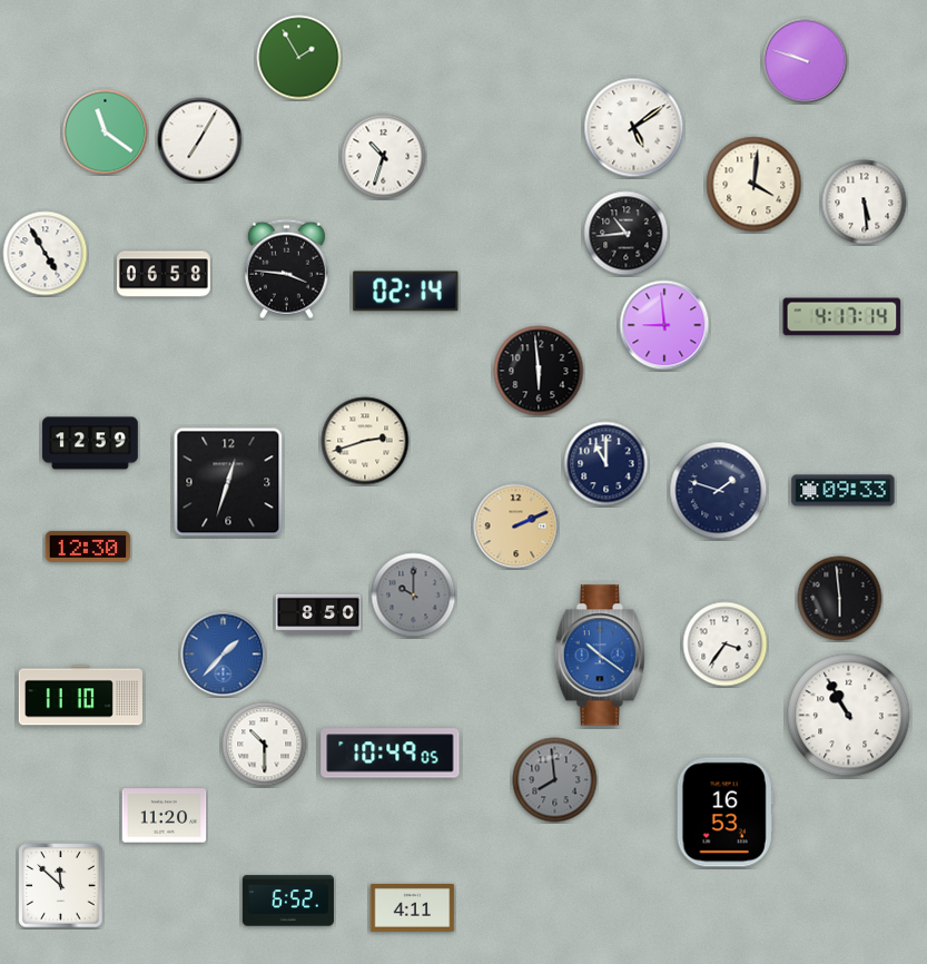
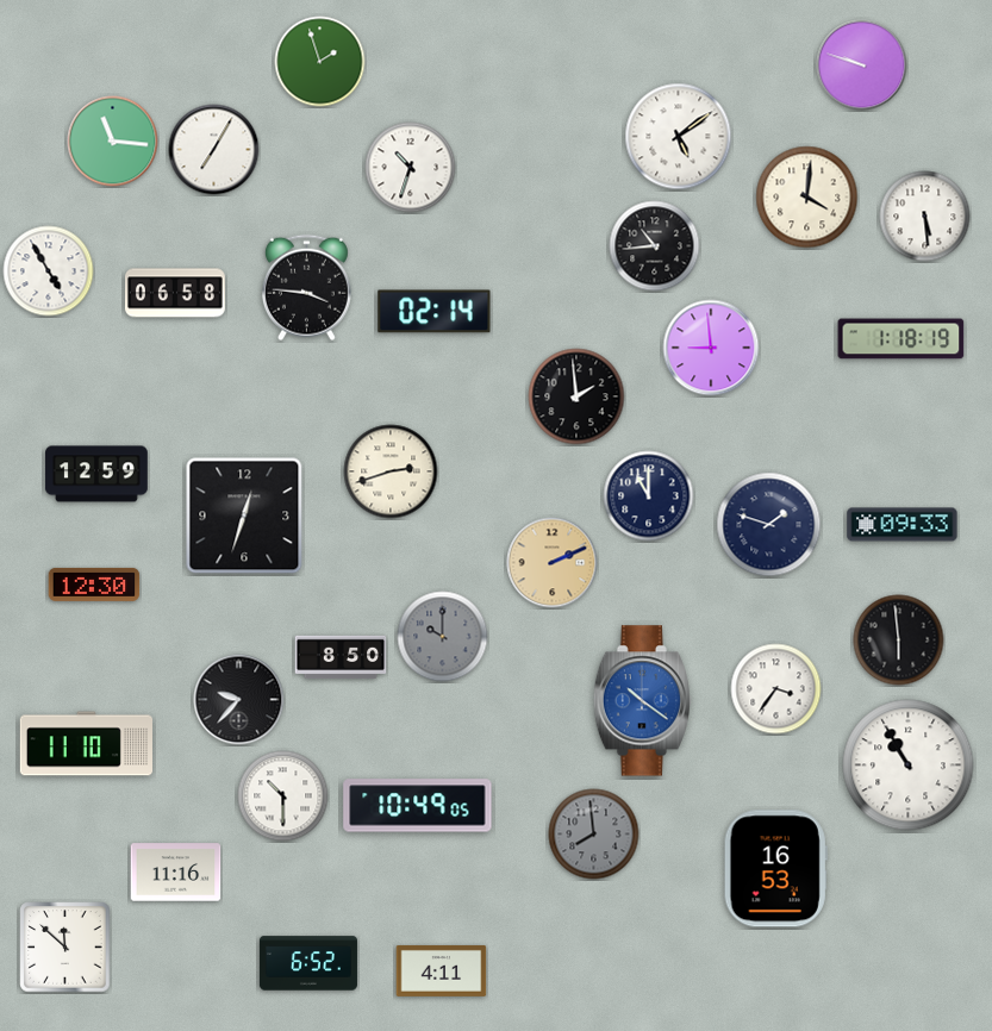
clock at (299, 58): 1:55 -> 1:57
clock at (106, 132): 11:21 -> 11:16
clock at (627, 234) position: (627, 234) -> (655, 246)
clock at (842, 317): 4:17 -> 1:18
clock at (539, 371): 5:59 -> 1:59
clock at (224, 655): 1:37 -> 9:37
clock at (224, 655) dial: blue -> black
clock at (165, 816): 11:20 -> 11:16
